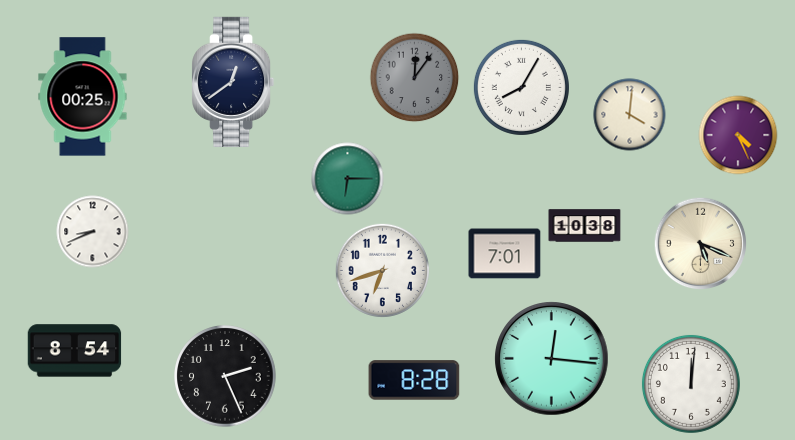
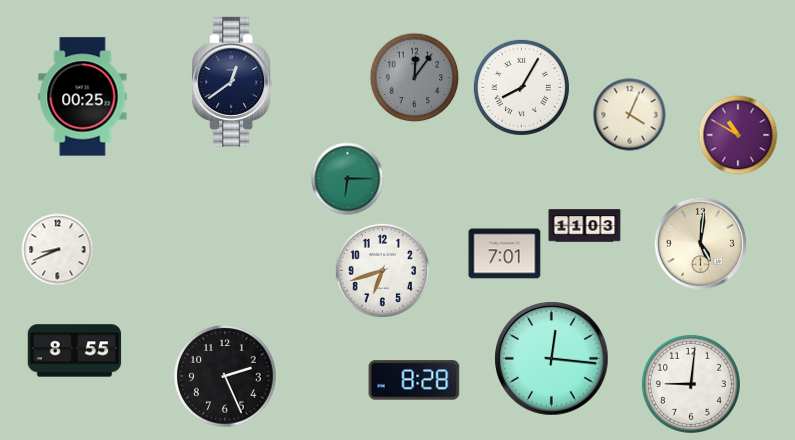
clock at (630, 115): 4:01 -> 4:04
clock at (738, 135): 4:26 -> 10:50
clock at (585, 226): 10:38 -> 11:03
clock at (93, 232) position: (93, 232) -> (58, 250)
clock at (701, 244): 5:19 -> 5:01
clock at (75, 351): 8:54 -> 8:55
clock at (691, 384): 12:01 -> 9:01
